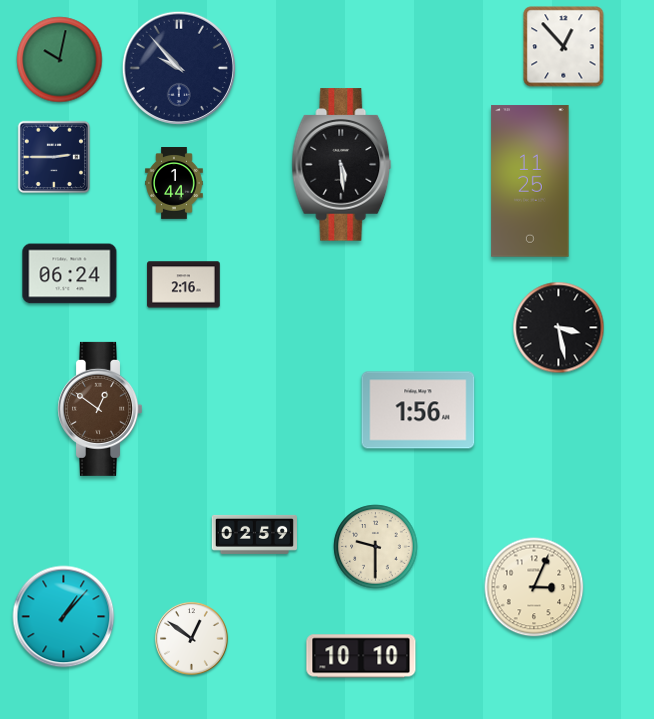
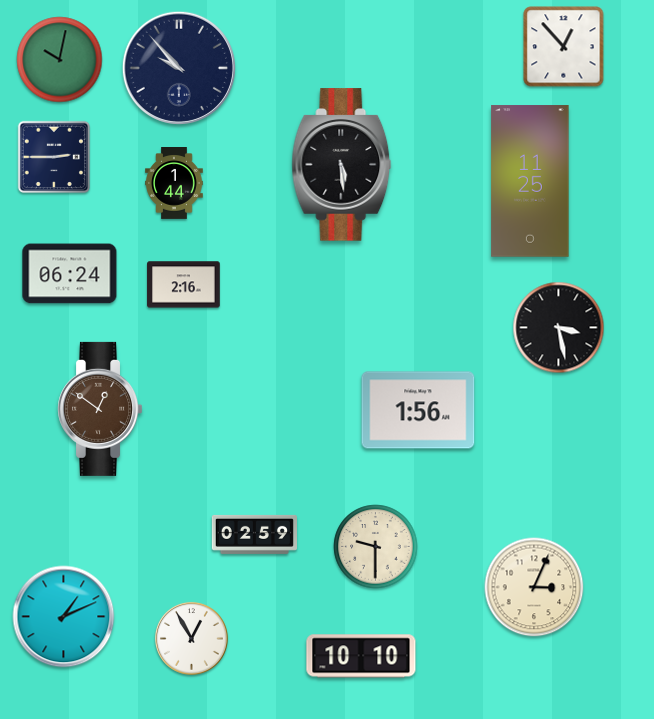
clock at (64, 617): 1:07 -> 1:11
clock at (191, 638): 12:51 -> 12:55
